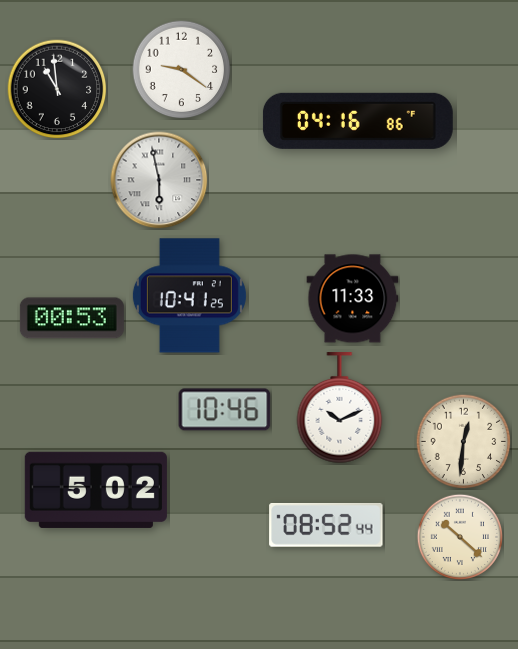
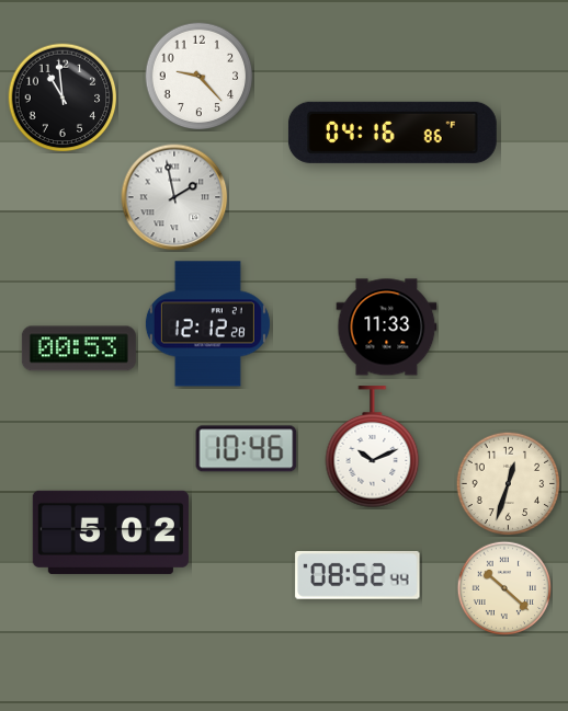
clock at (182, 70): 9:21 -> 9:23
clock at (159, 180): 5:58 -> 1:58
clock at (189, 296): 10:41 -> 12:12
clock at (463, 441): 12:31 -> 12:33
clock at (96, 490) position: (96, 490) -> (111, 532)
